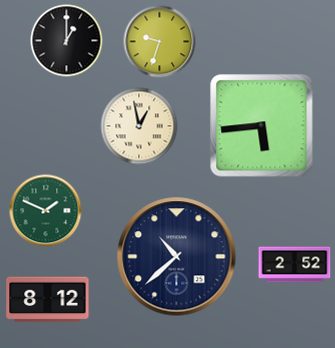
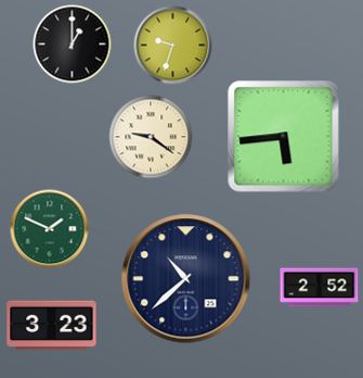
clock at (139, 126): 12:58 -> 9:21
clock at (177, 257) position: (177, 257) -> (186, 279)
clock at (48, 300): 8:12 -> 3:23
